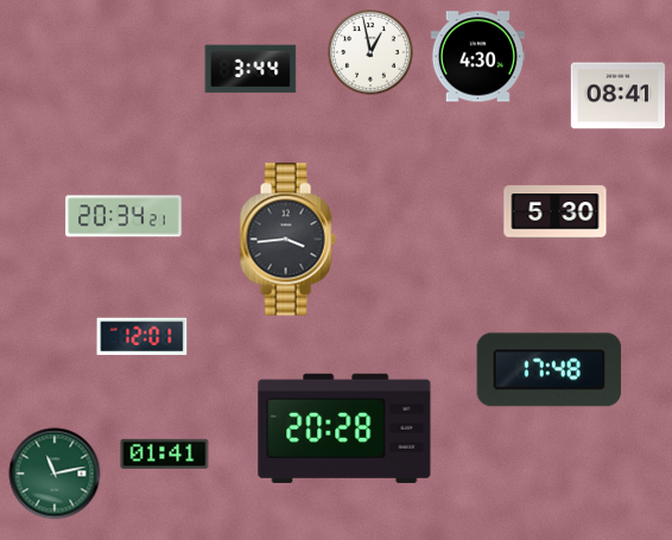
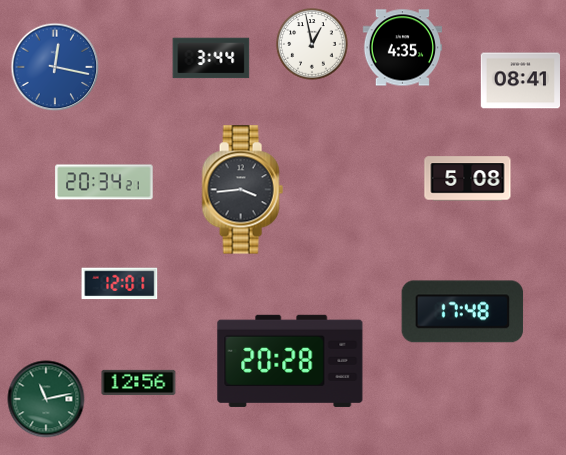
clock at (477, 57): 4:30 -> 4:35
clock at (55, 67): none -> 12:17
clock at (556, 212): 5:30 -> 5:08
clock at (287, 240) position: (287, 240) -> (242, 190)
clock at (165, 453): 01:41 -> 12:56
